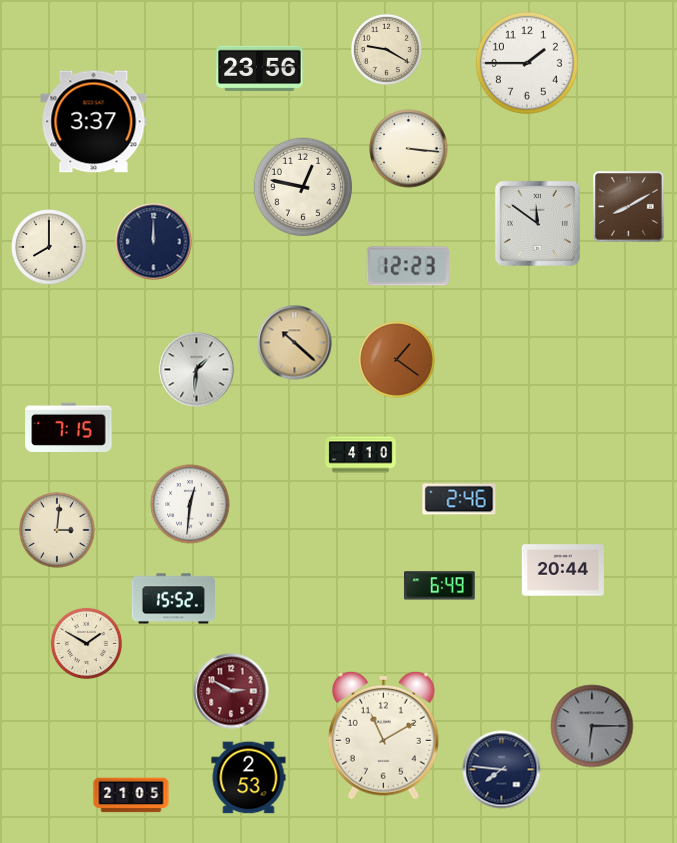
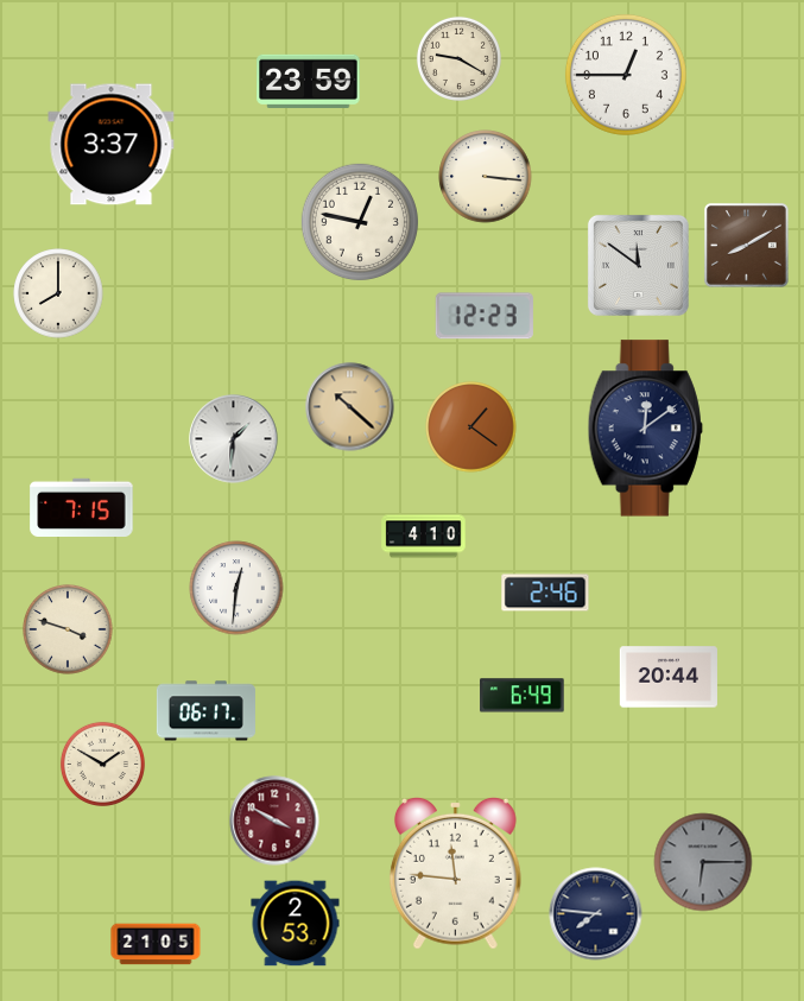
clock at (527, 63): 1:45 -> 12:45
clock at (260, 68): 23:56 -> 23:59
clock at (154, 242): 12:00 -> none
clock at (645, 429): none -> 12:09
clock at (361, 455) position: (361, 455) -> (424, 537)
clock at (190, 504) position: (190, 504) -> (236, 588)
clock at (57, 530): 3:01 -> 3:48
clock at (173, 599): 15:52 -> 06:17
clock at (231, 691): 2:50 -> 3:50
clock at (383, 735): 11:10 -> 11:46
